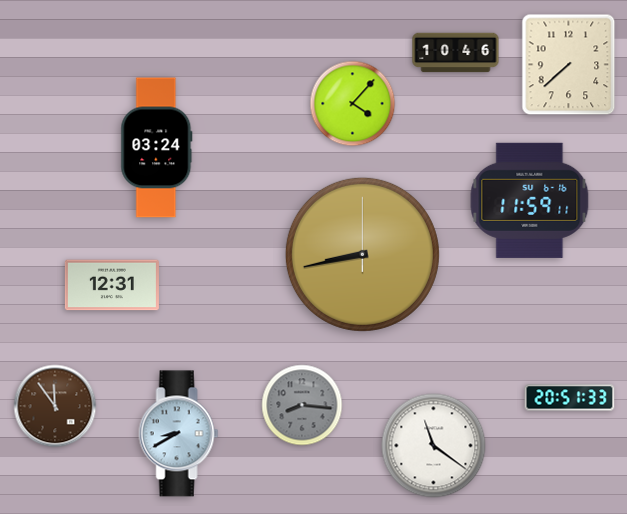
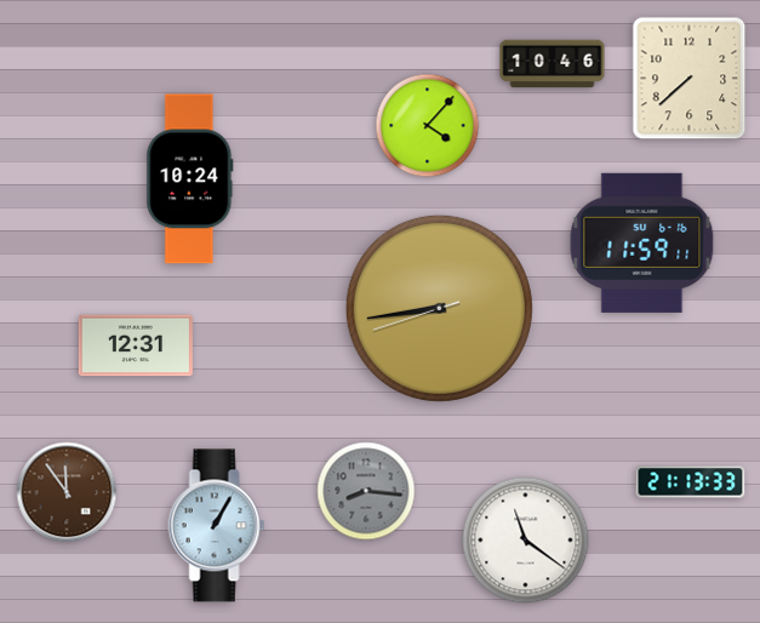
clock at (157, 148): 03:24 -> 10:24
clock at (362, 254): 8:43:00 -> 8:43:42
clock at (570, 398): 20:51 -> 21:13
clock at (179, 434): 8:40 -> 1:05
